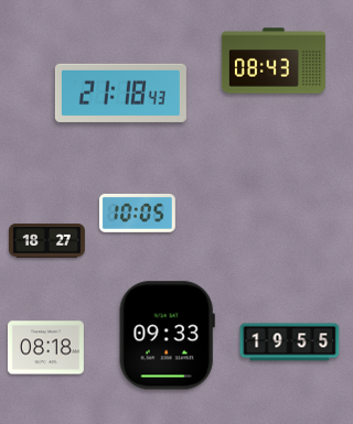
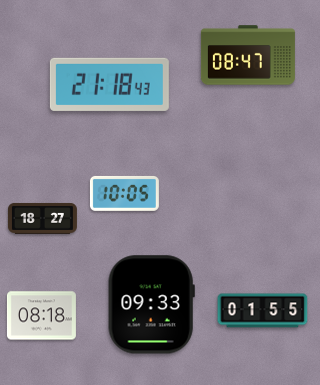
clock at (274, 61): 08:43 -> 08:47
clock at (290, 343): 19:55 -> 01:55
